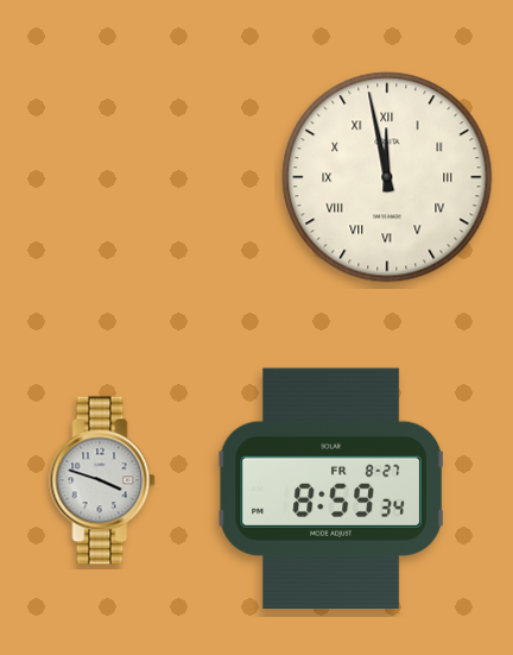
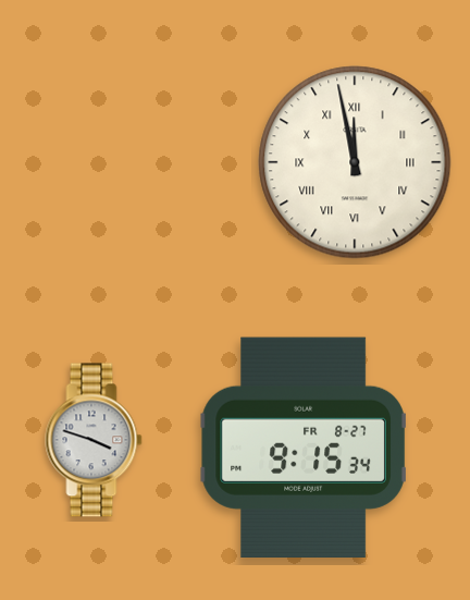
clock at (331, 487): 8:59 -> 9:15
